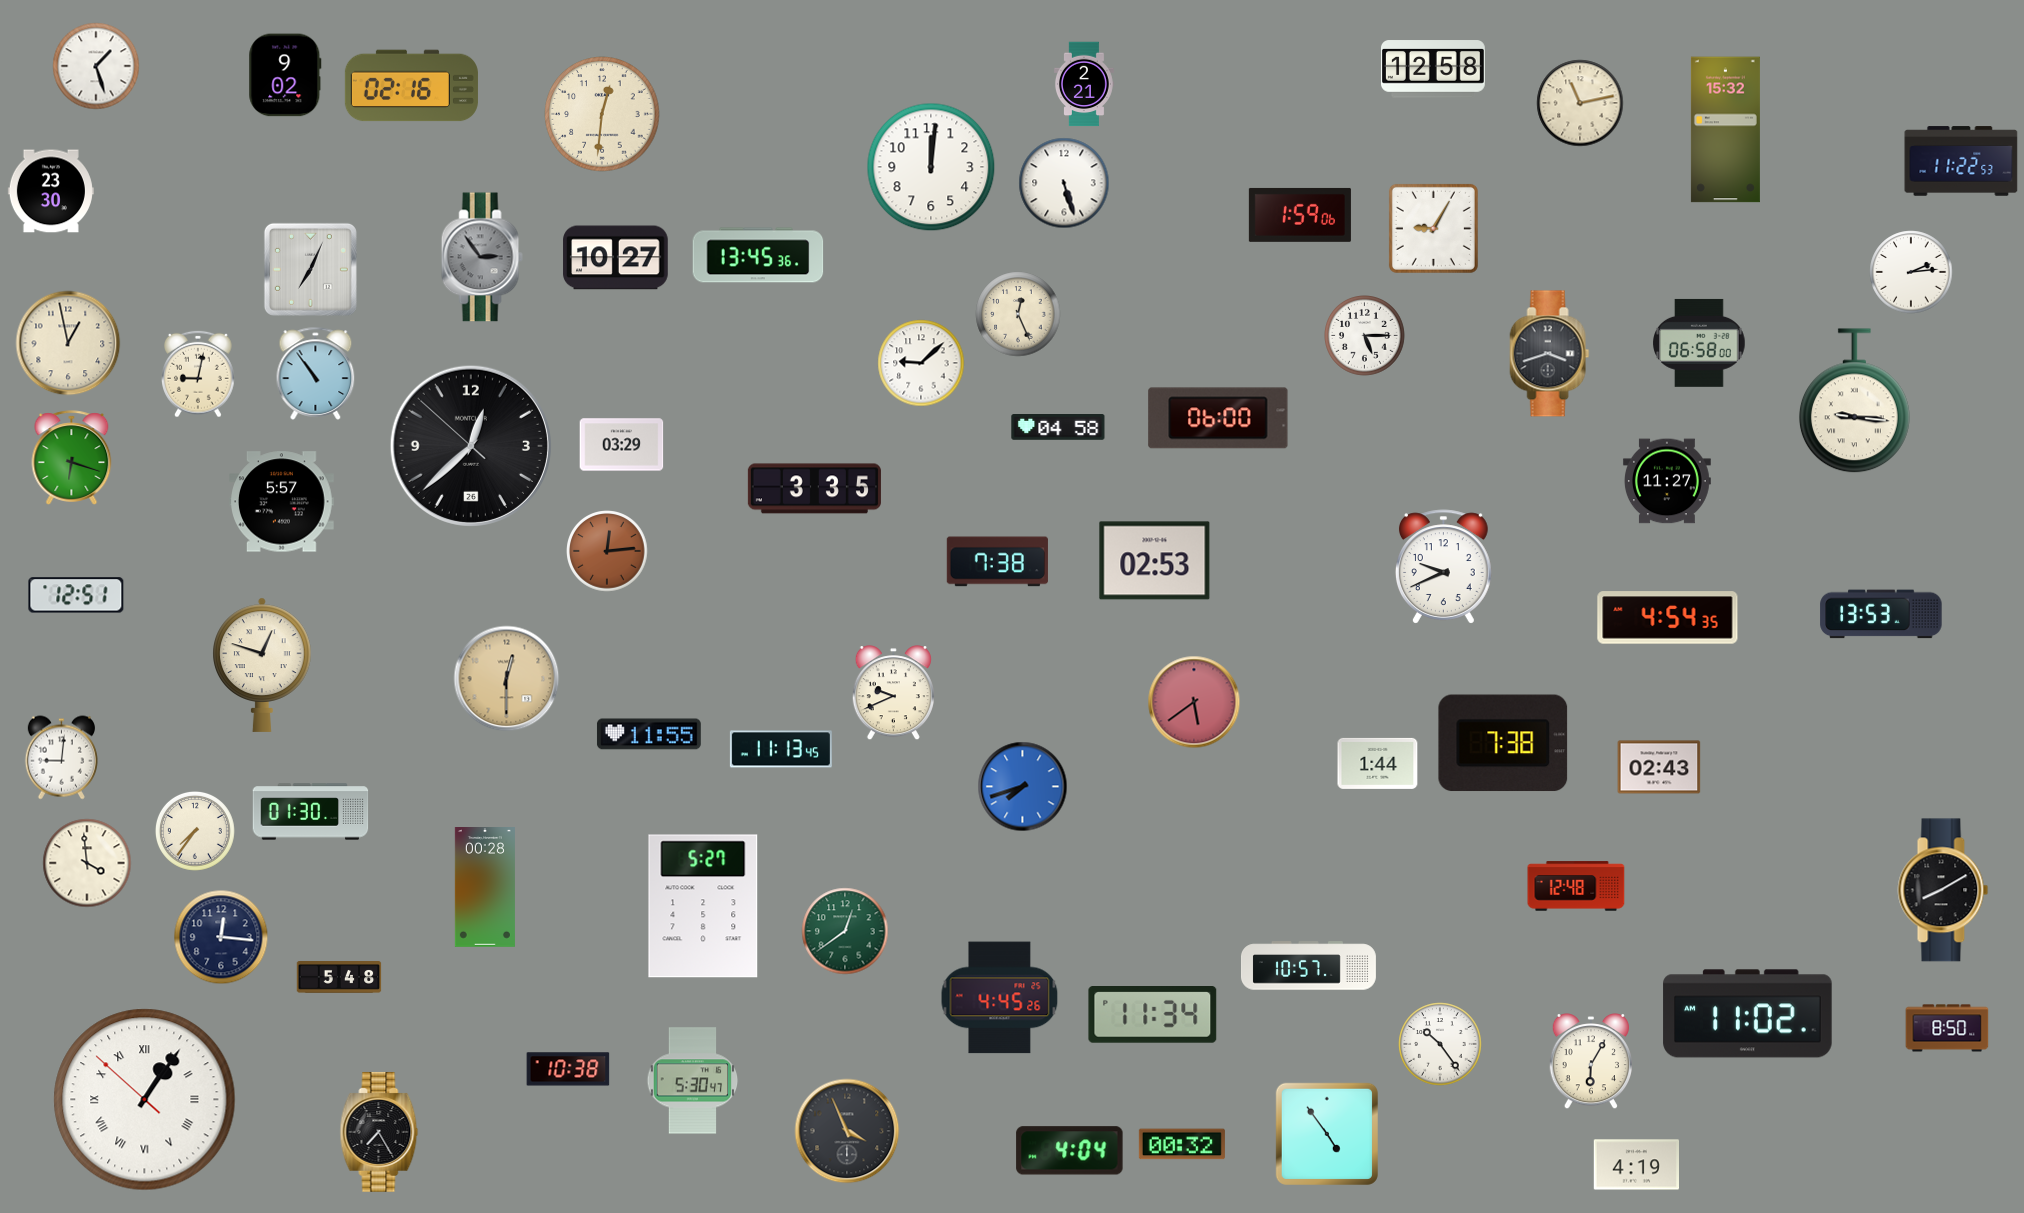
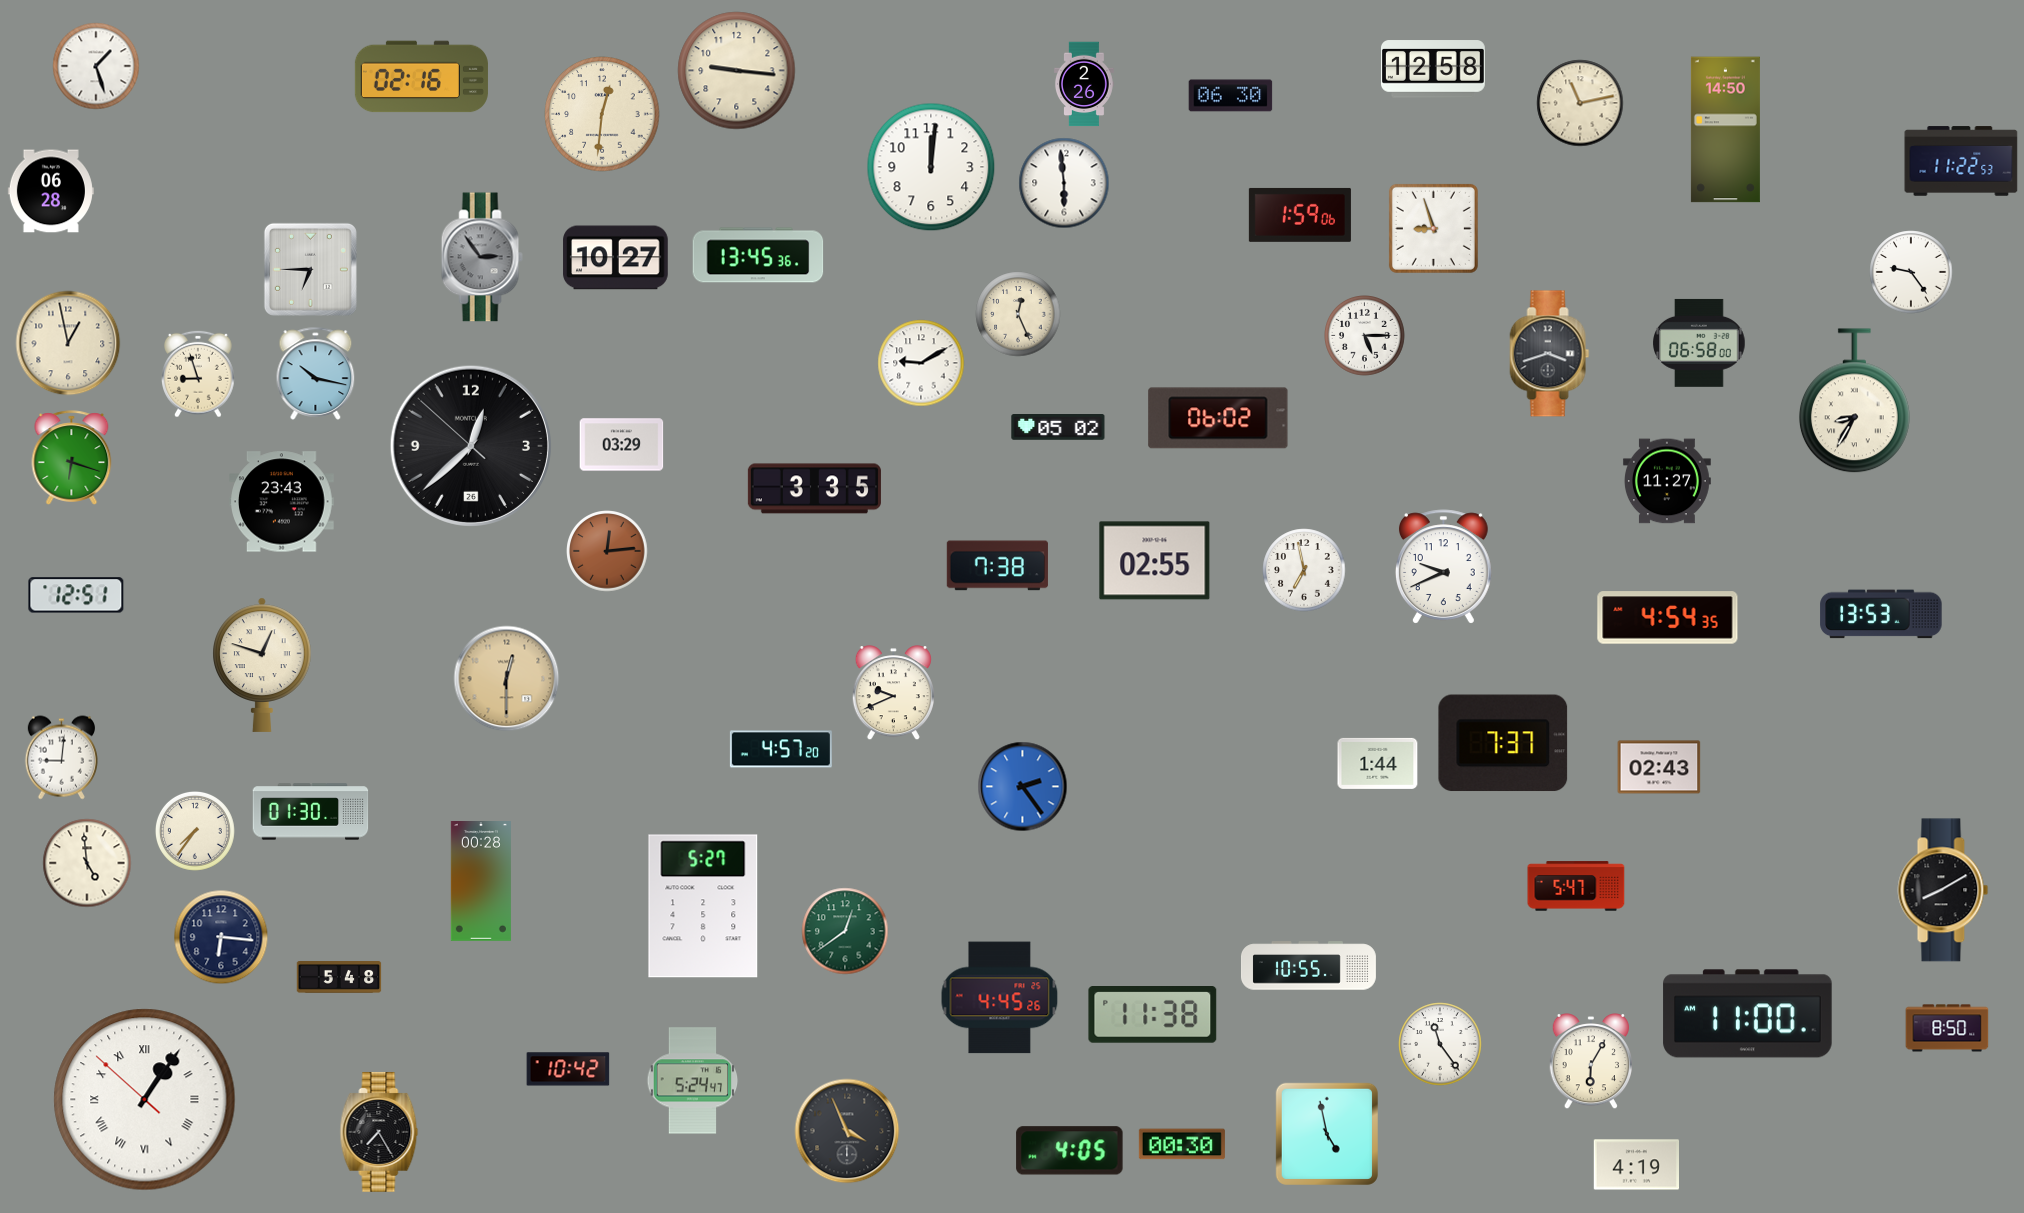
clock at (737, 71): none -> 9:16
clock at (285, 75): 9:02 -> none
clock at (1084, 84): 2:21 -> 2:26
clock at (411, 86) position: (411, 86) -> (421, 77)
clock at (1231, 96): none -> 06:30
clock at (1725, 130): 15:32 -> 14:50
clock at (1064, 183): 5:27 -> 5:59
clock at (51, 191): 23:30 -> 06:28
clock at (1433, 228): 9:05 -> 8:57
clock at (310, 269): 7:04 -> 6:45
clock at (1911, 272): 2:14 -> 9:24
clock at (921, 363): 9:08 -> 9:10
clock at (316, 373): 10:54 -> 10:17
clock at (198, 374): 9:02 -> 8:57
clock at (1854, 401): 9:16 -> 8:35
clock at (1218, 418): 06:00 -> 06:02
clock at (1058, 428): 04:58 -> 05:02
clock at (282, 502): 5:57 -> 23:43
clock at (1155, 561): 02:53 -> 02:55
clock at (997, 562) position: (997, 562) -> (997, 566)
clock at (1304, 570): none -> 6:58
clock at (1194, 702): 5:39 -> none
clock at (649, 734): 11:55 -> none
clock at (1503, 743): 7:38 -> 7:37
clock at (781, 749): 11:13 -> 4:57
clock at (1023, 787): 7:42 -> 2:24
clock at (87, 863): 3:59 -> 4:59
clock at (1576, 886): 12:48 -> 5:47
clock at (485, 888) position: (485, 888) -> (481, 882)
clock at (221, 937): 12:16 -> 6:16
clock at (1308, 966): 10:57 -> 10:55
clock at (1748, 1014): 11:02 -> 11:00
clock at (1153, 1015): 11:34 -> 11:38
clock at (1440, 1044): 10:24 -> 11:24
clock at (568, 1069): 10:38 -> 10:42
clock at (693, 1081): 5:30 -> 5:24
clock at (1327, 1134): 4:54 -> 4:58
clock at (1182, 1144): 00:32 -> 00:30
clock at (1070, 1151): 4:04 -> 4:05
